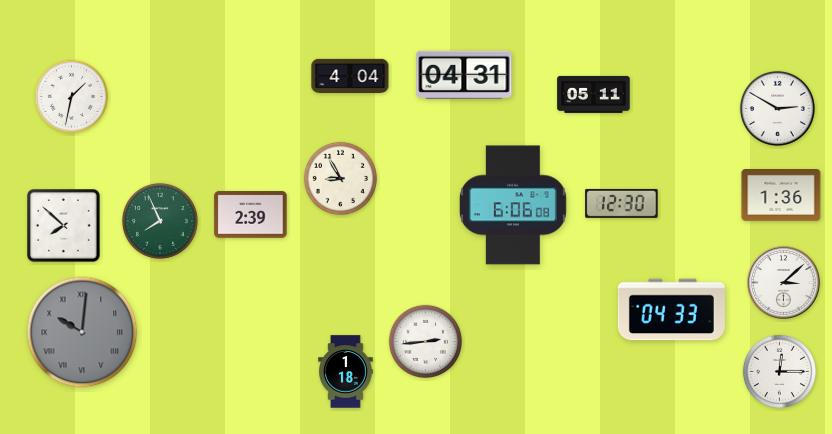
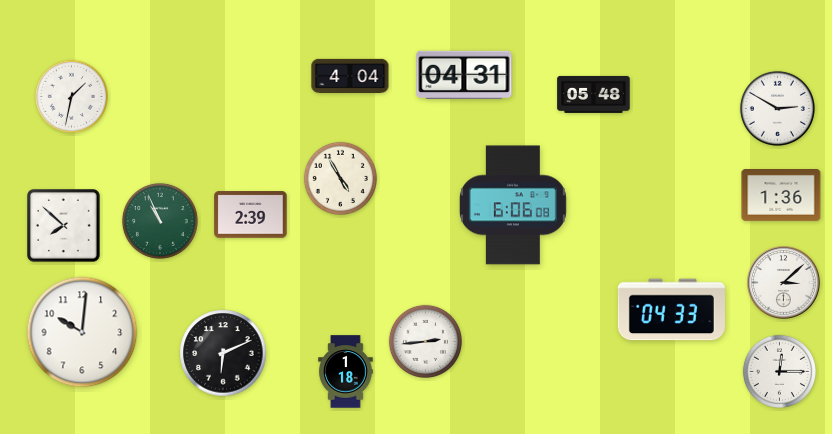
clock at (594, 94): 05:11 -> 05:48
clock at (340, 178): 8:55 -> 4:55
clock at (622, 203): 12:30 -> none
clock at (160, 221): 7:56 -> 10:56
clock at (82, 332) dial: grey -> white
clock at (82, 332) numerals: Roman -> Arabic
clock at (223, 353): none -> 6:11
